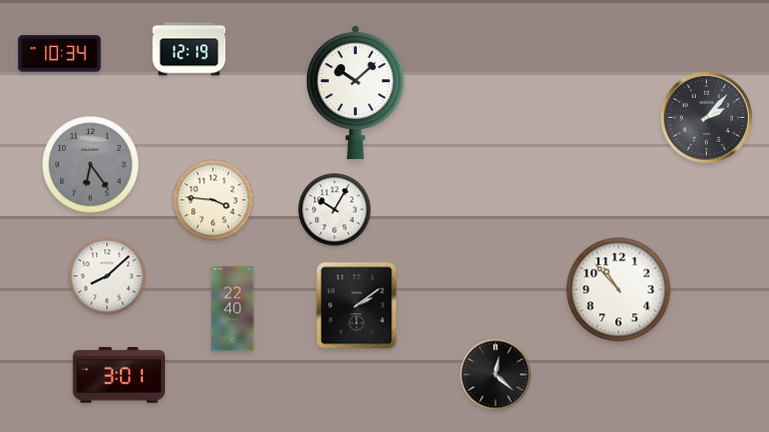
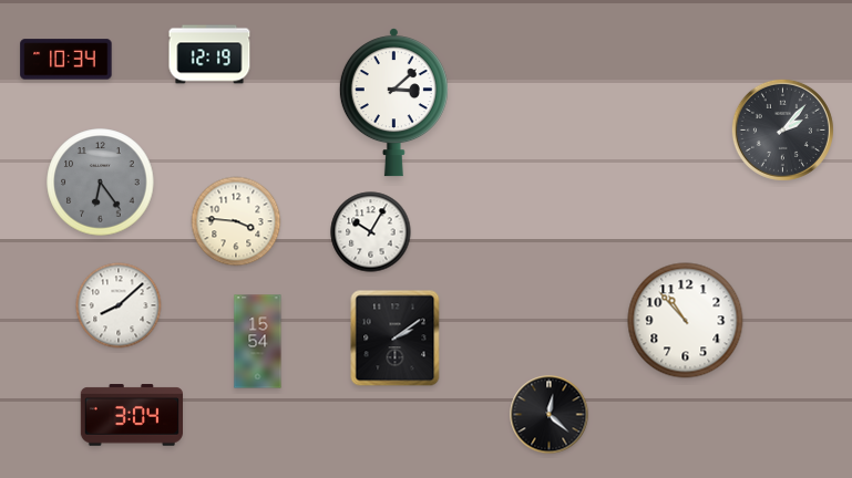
clock at (355, 93): 10:08 -> 3:08
clock at (233, 309): 22:40 -> 15:54
clock at (118, 375): 3:01 -> 3:04
